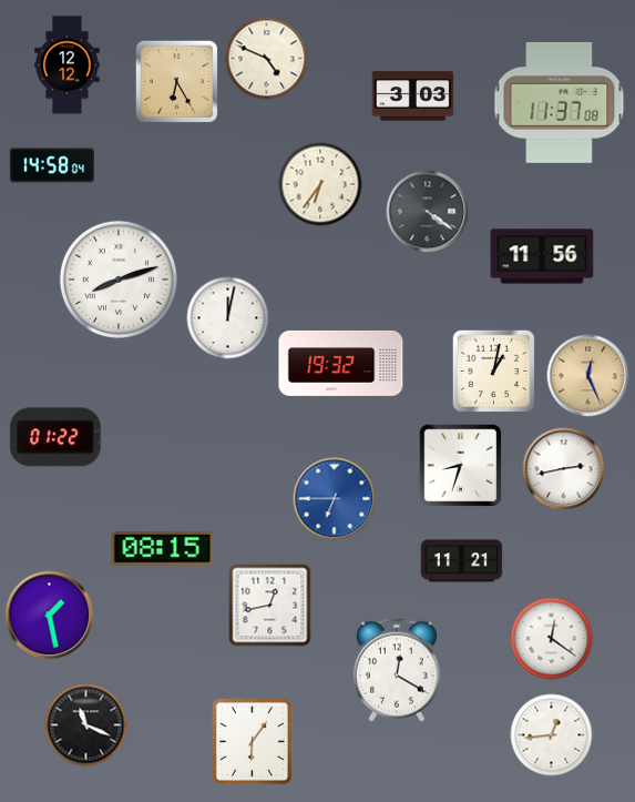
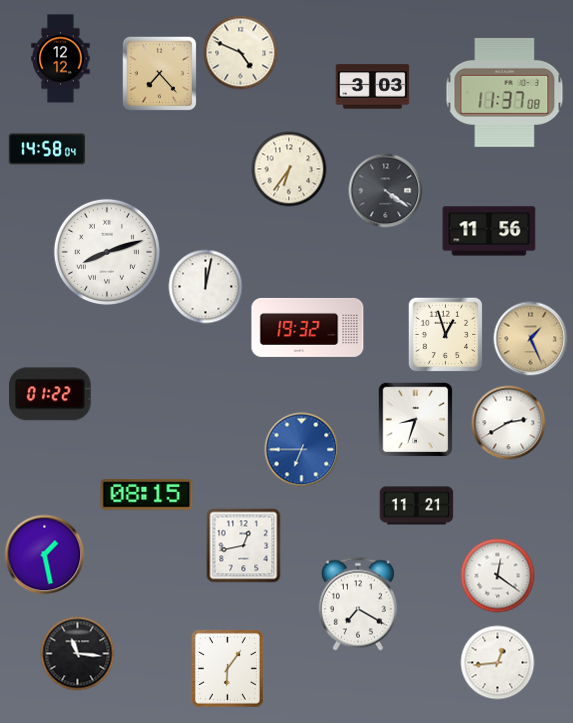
clock at (177, 82): 6:25 -> 7:23
clock at (320, 184) position: (320, 184) -> (289, 169)
clock at (494, 372): 1:02 -> 12:57
clock at (588, 376): 12:26 -> 1:26
clock at (564, 469): 2:43 -> 2:40
clock at (397, 670): 12:20 -> 7:20
clock at (86, 725): 11:19 -> 11:16
